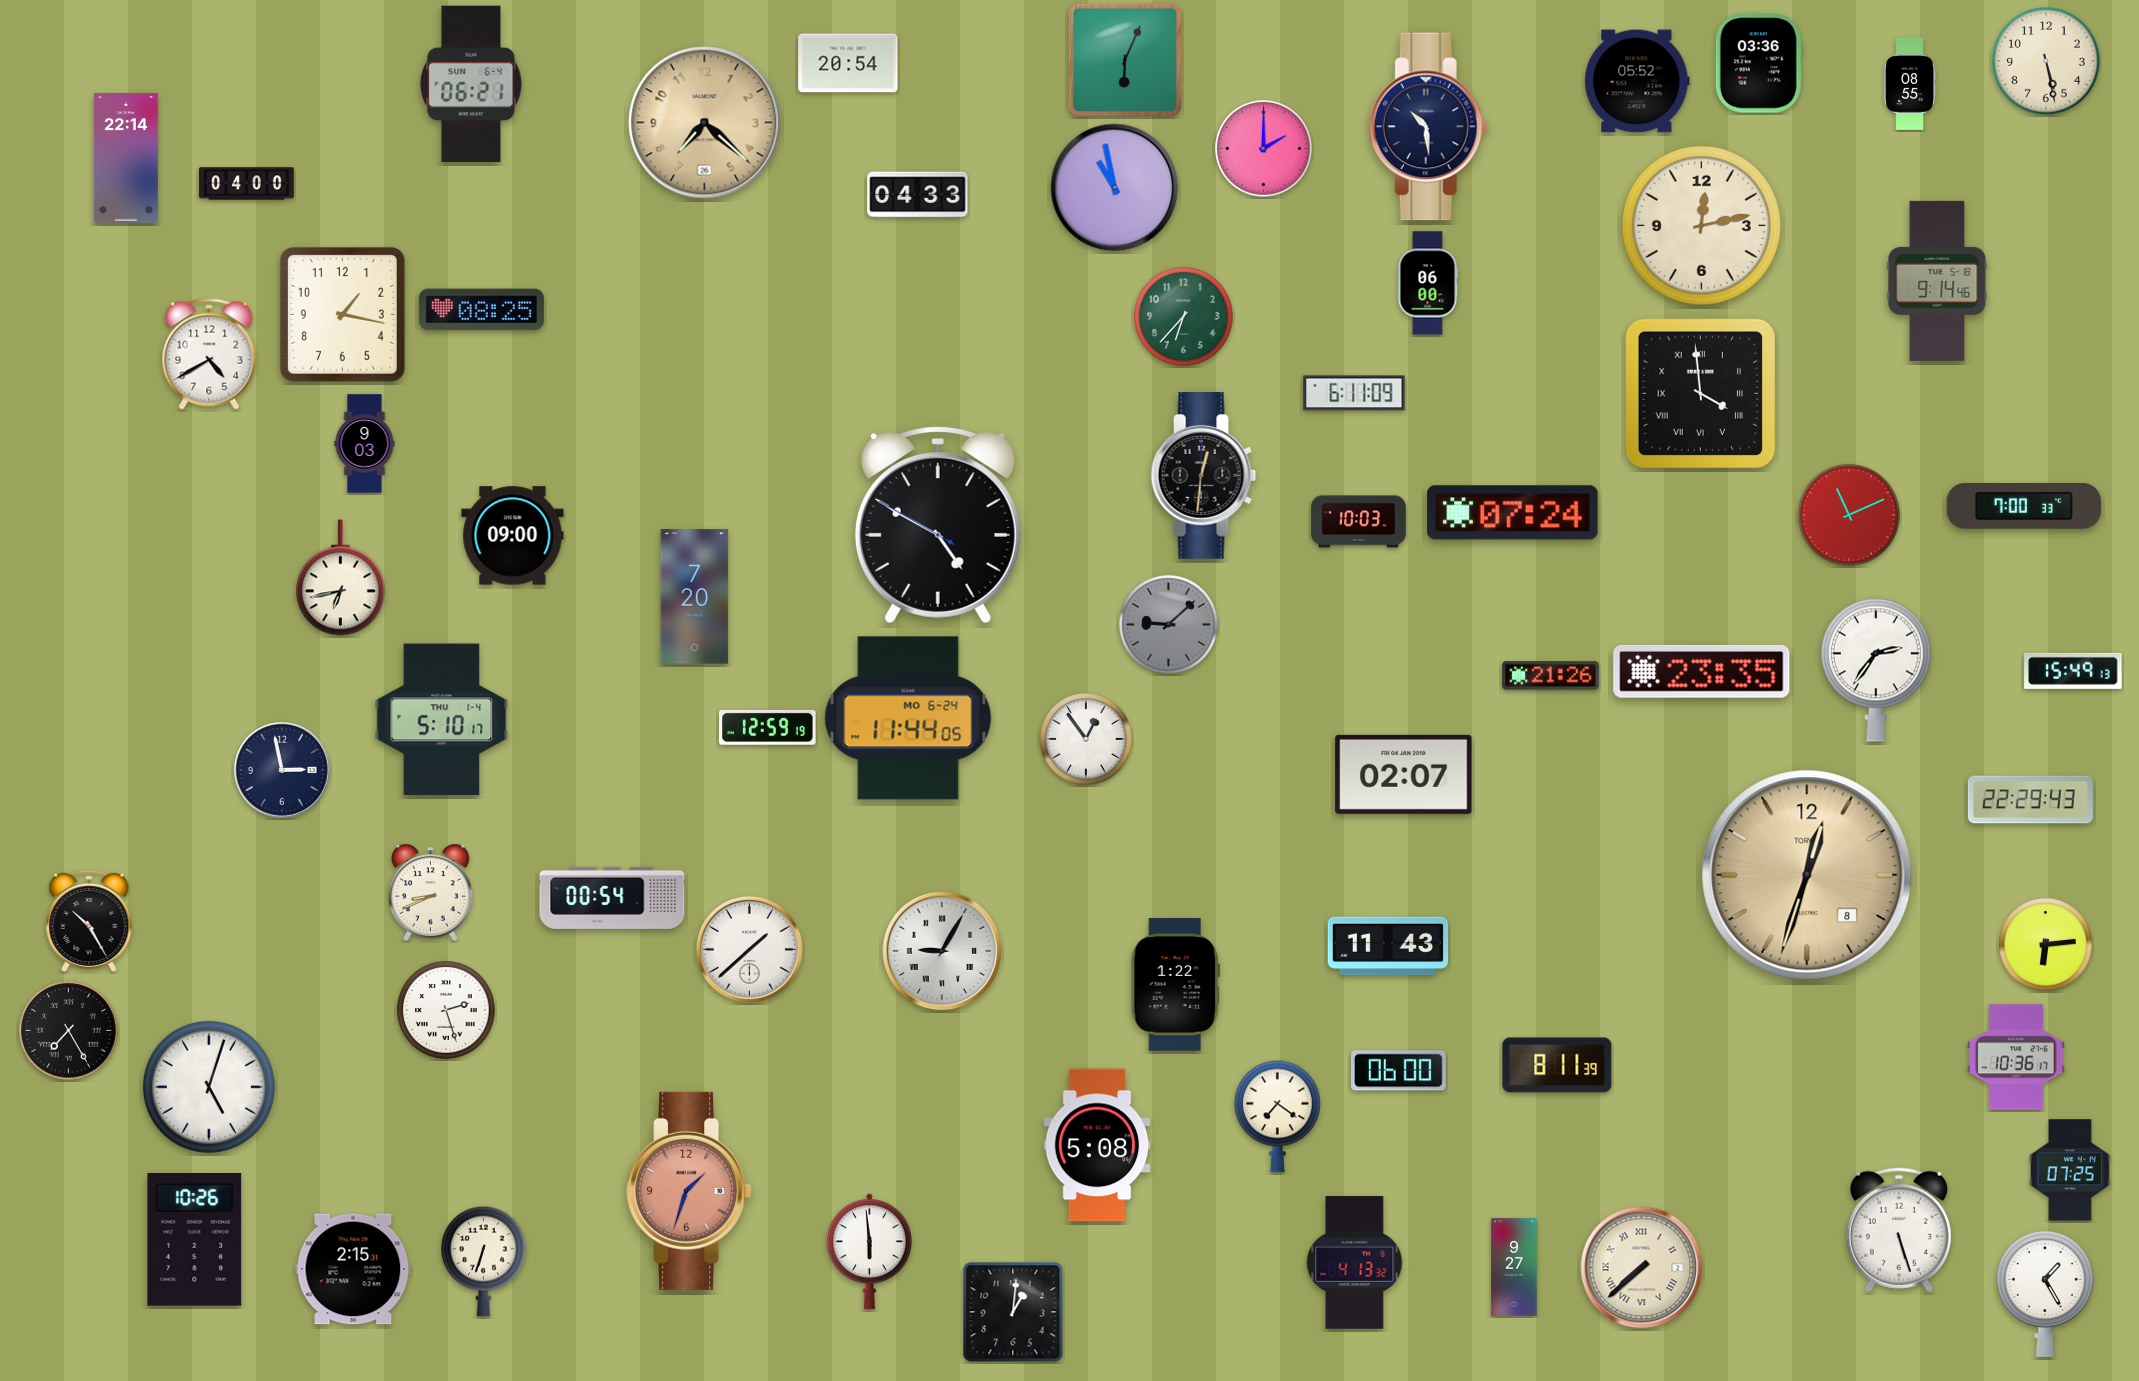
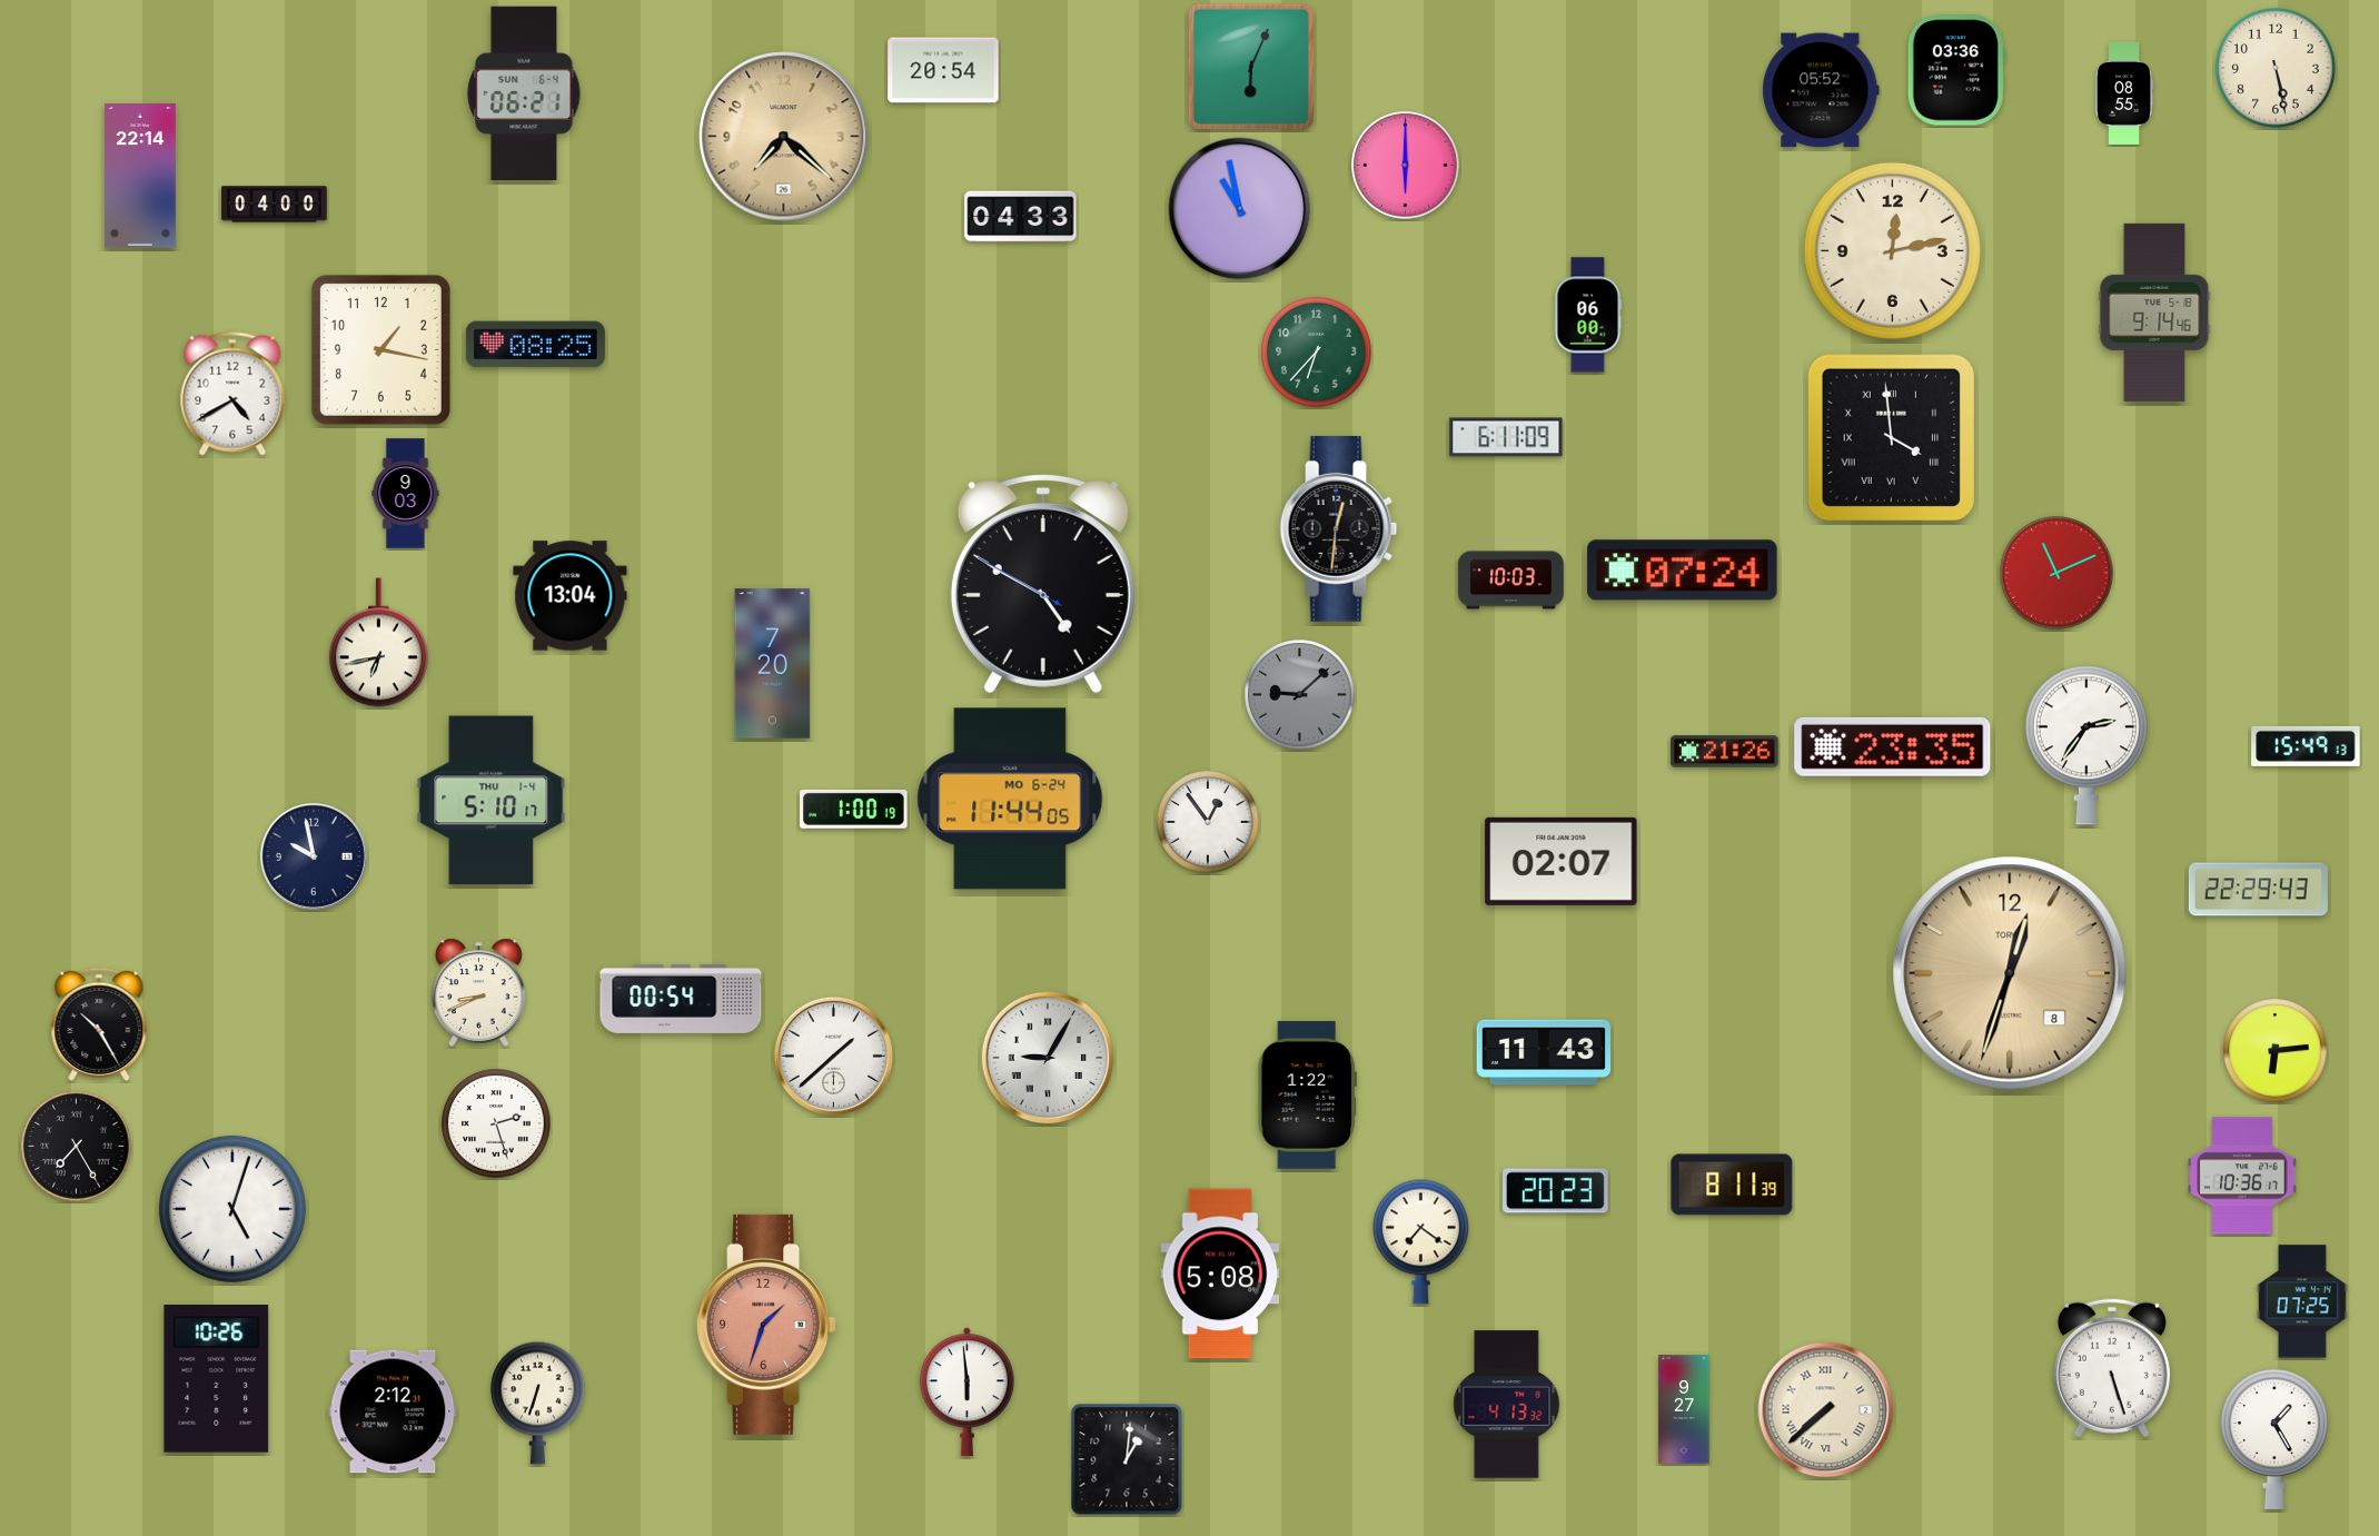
clock at (1428, 127): 10:29 -> none
clock at (1264, 149): 2:00 -> 6:00
clock at (2024, 507): 7:00 -> none
clock at (513, 536): 09:00 -> 13:04
clock at (768, 727): 12:59 -> 1:00
clock at (283, 771): 2:58 -> 9:58
clock at (1399, 1071): 06:00 -> 20:23
clock at (353, 1269): 2:15 -> 2:12
